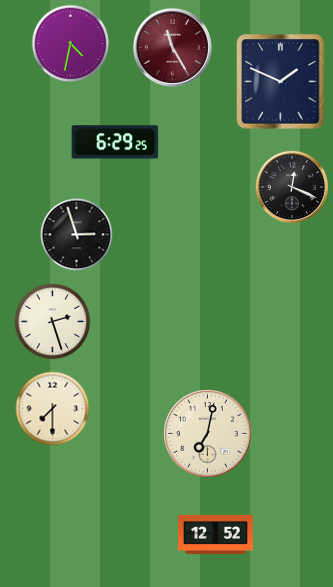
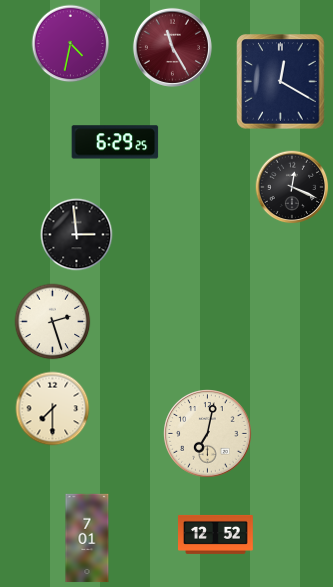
clock at (281, 82): 1:49 -> 12:20
clock at (77, 235): 2:57 -> 2:59
clock at (87, 538): none -> 7:01
